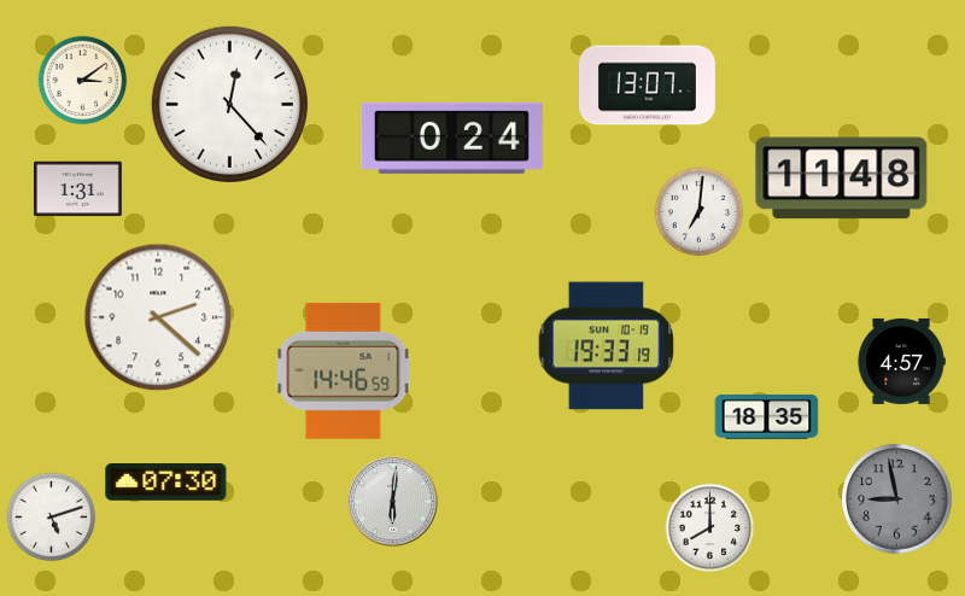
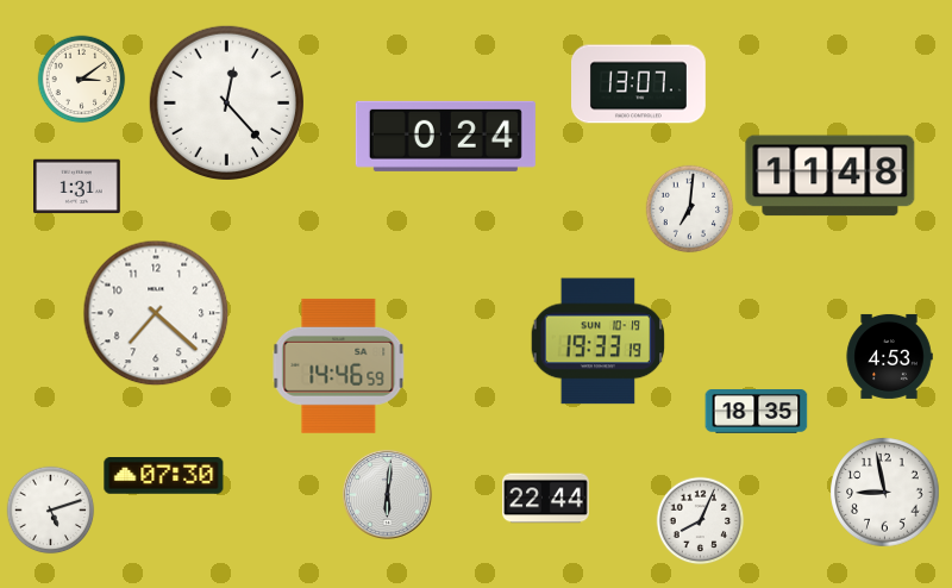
clock at (158, 317): 2:22 -> 7:22
clock at (901, 361): 4:57 -> 4:53
clock at (897, 499) dial: grey -> white
clock at (546, 499): none -> 22:44
clock at (710, 528): 8:00 -> 8:04
